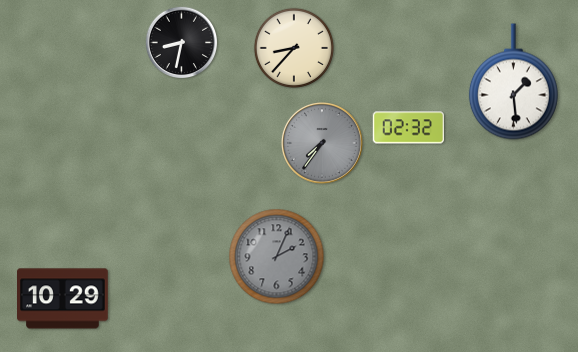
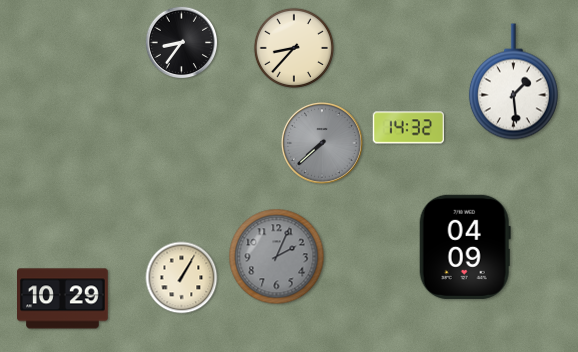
clock at (182, 43): 8:32 -> 8:36
clock at (408, 128): 02:32 -> 14:32
clock at (322, 143): 7:36 -> 7:38
clock at (465, 247): none -> 04:09
clock at (182, 278): none -> 1:05
